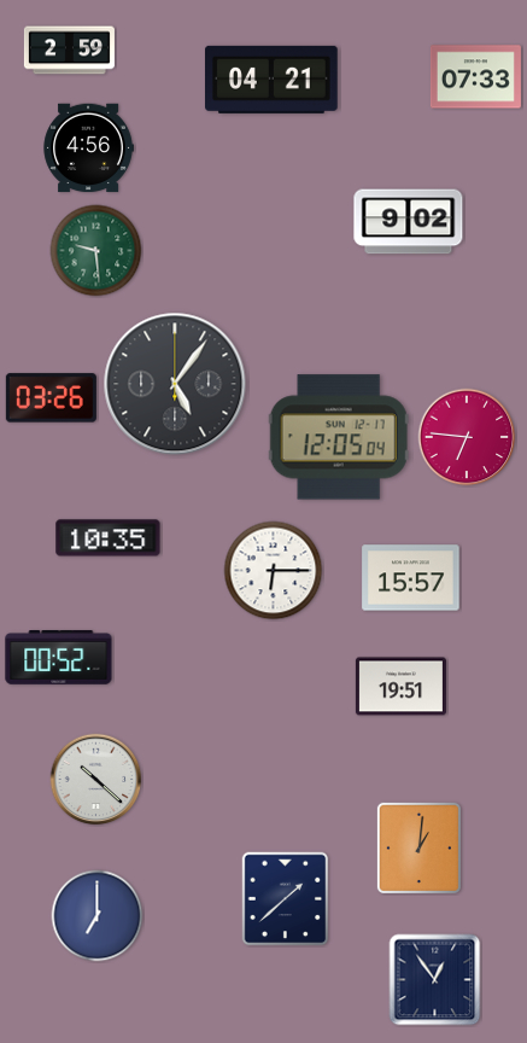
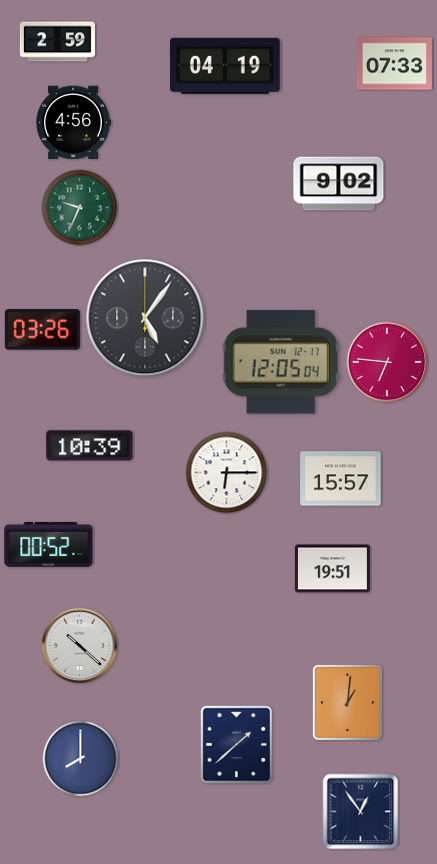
clock at (271, 80): 04:21 -> 04:19
clock at (96, 251): 9:29 -> 9:34
clock at (109, 538): 10:35 -> 10:39
clock at (98, 916): 7:00 -> 8:00
